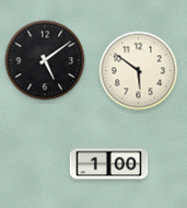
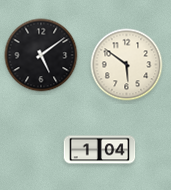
clock at (109, 164): 1:00 -> 1:04
